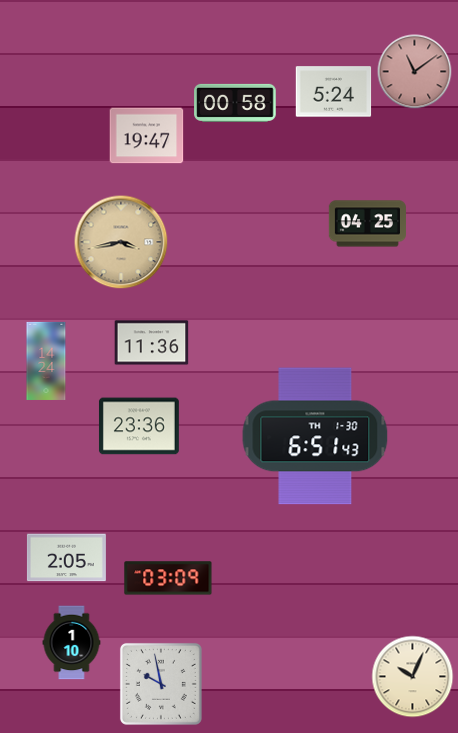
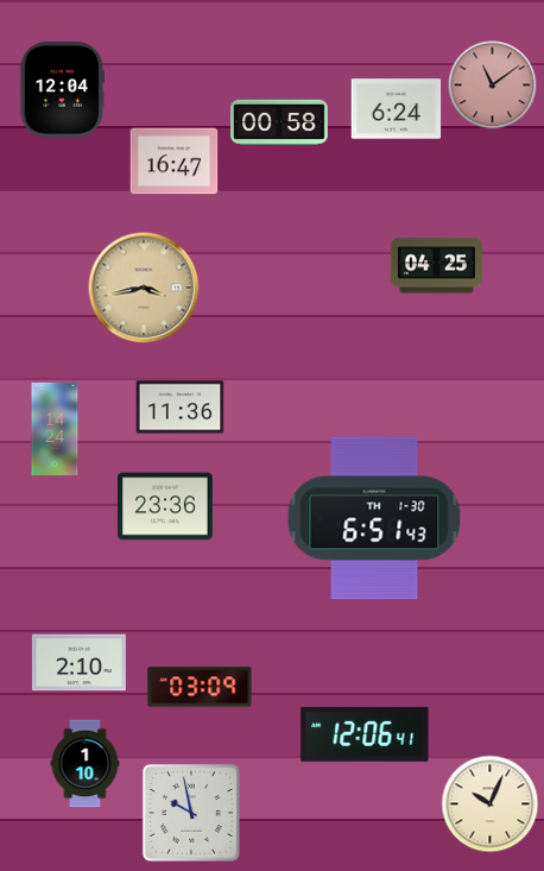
clock at (61, 90): none -> 12:04
clock at (334, 92): 5:24 -> 6:24
clock at (147, 136): 19:47 -> 16:47
clock at (66, 558): 2:05 -> 2:10
clock at (365, 734): none -> 12:06
